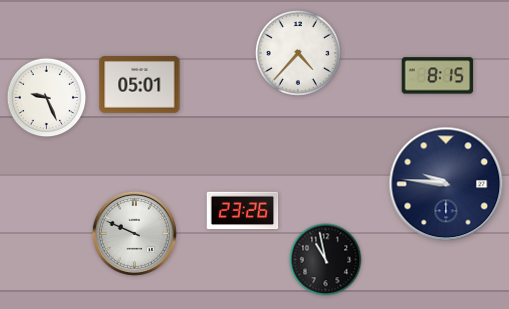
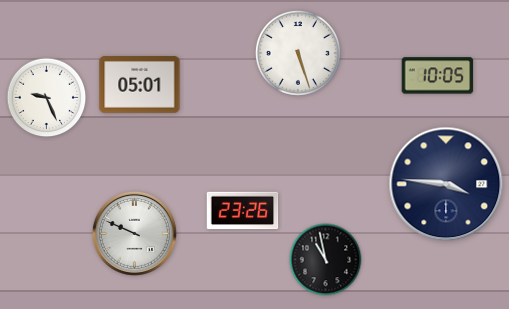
clock at (298, 53): 4:37 -> 5:27
clock at (438, 76): 8:15 -> 10:05
clock at (446, 184): 9:46 -> 3:46
